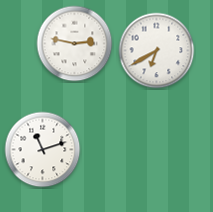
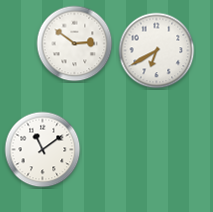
clock at (75, 44): 2:47 -> 2:51
clock at (43, 150): 11:12 -> 11:09
